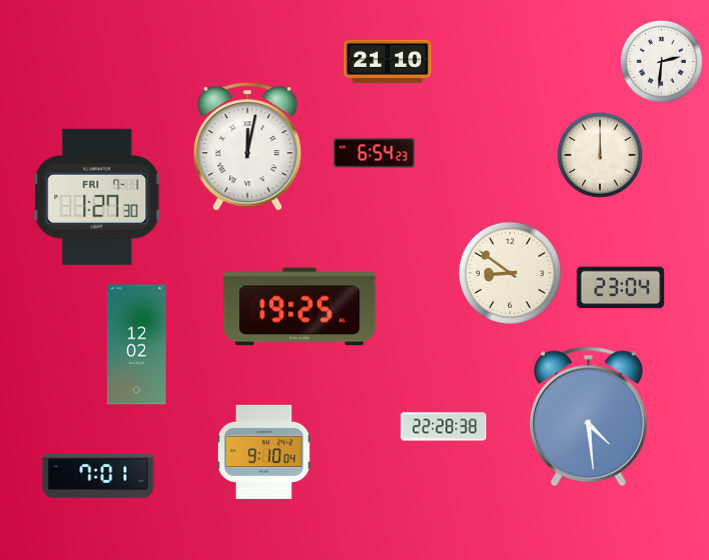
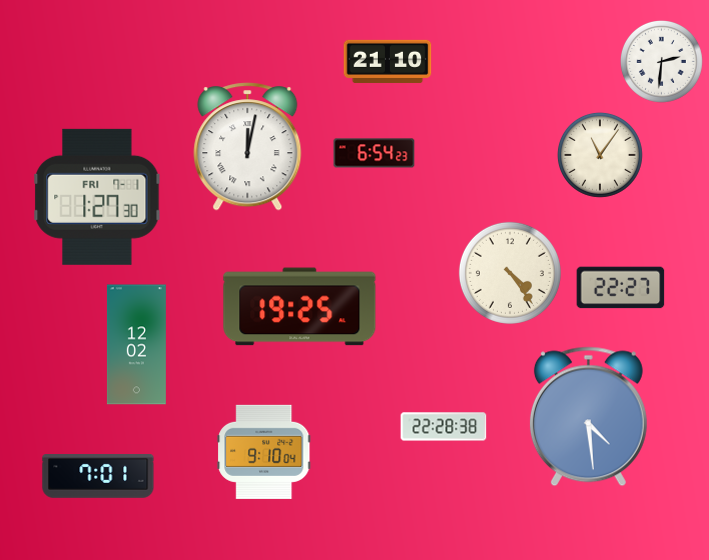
clock at (600, 155): 12:00 -> 11:06
clock at (510, 273): 8:51 -> 4:24
clock at (621, 288): 23:04 -> 22:27
